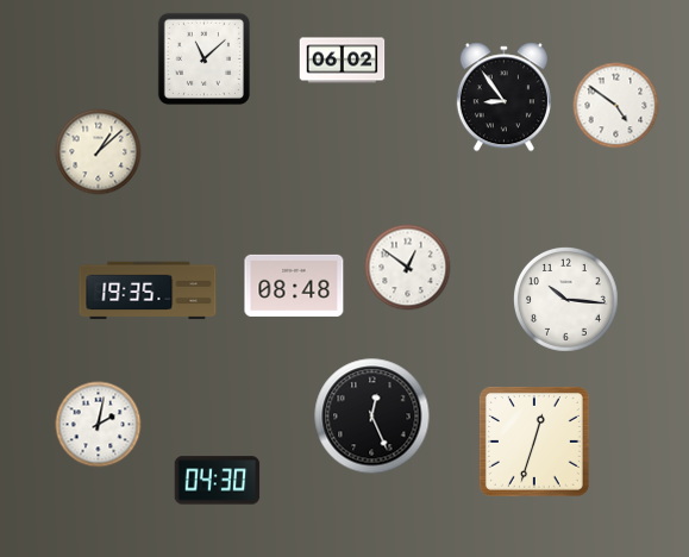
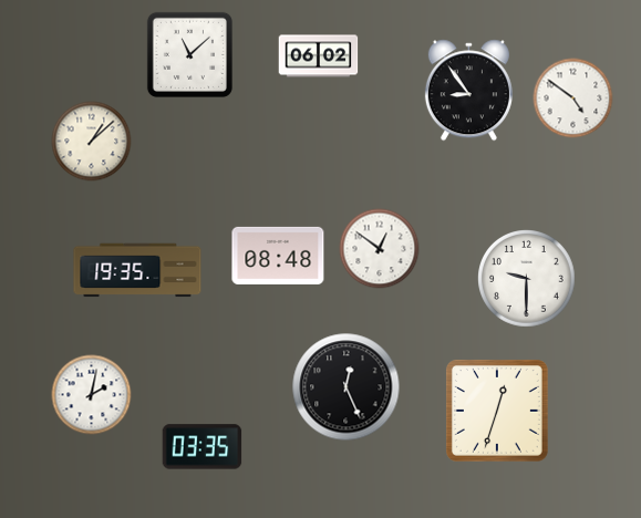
clock at (294, 286) position: (294, 286) -> (278, 256)
clock at (566, 300): 10:16 -> 9:30
clock at (218, 481): 04:30 -> 03:35
